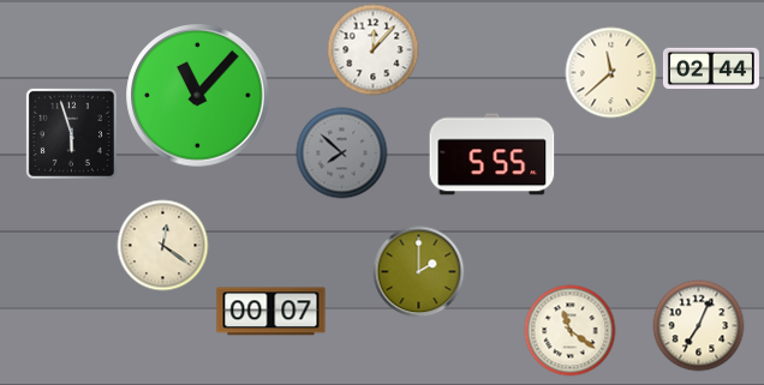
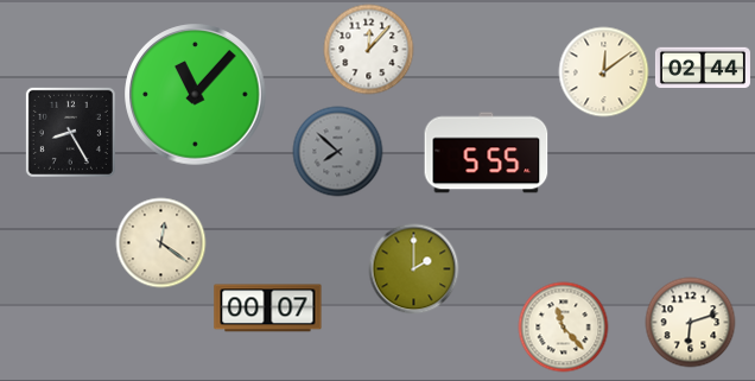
clock at (611, 73): 11:38 -> 12:09
clock at (71, 133): 5:57 -> 8:25
clock at (699, 326): 7:04 -> 6:12
clock at (571, 331): 11:21 -> 11:23
